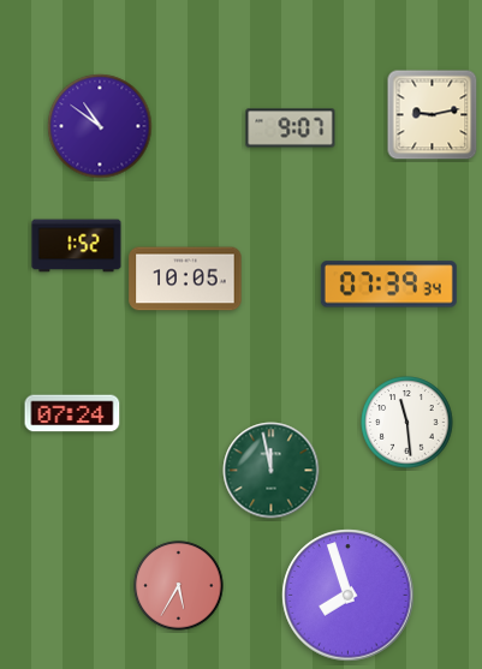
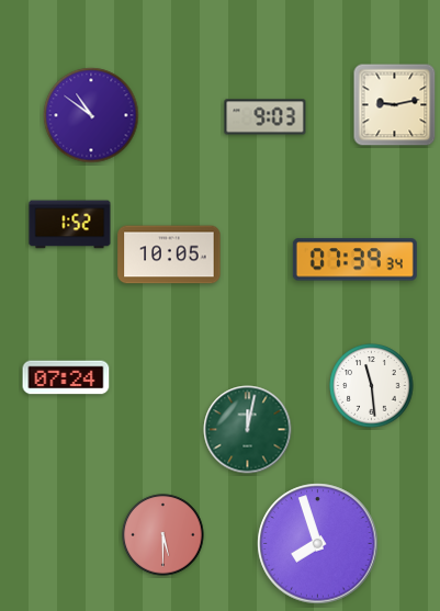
clock at (291, 129): 9:07 -> 9:03
clock at (272, 471): 11:58 -> 12:02
clock at (179, 586): 5:35 -> 5:30
